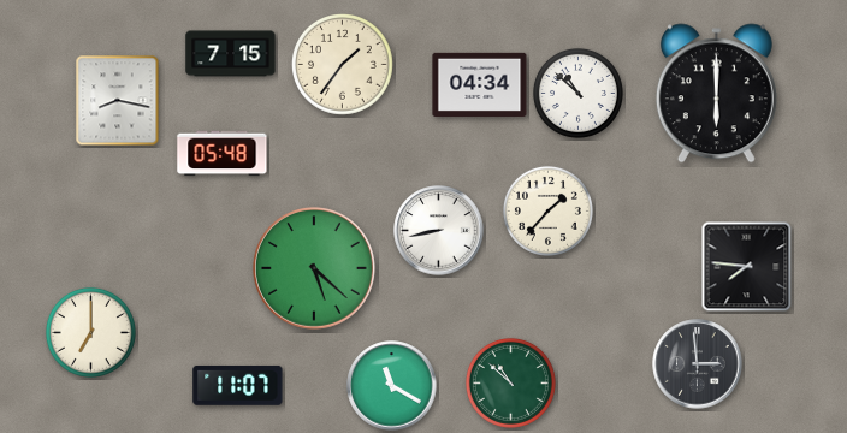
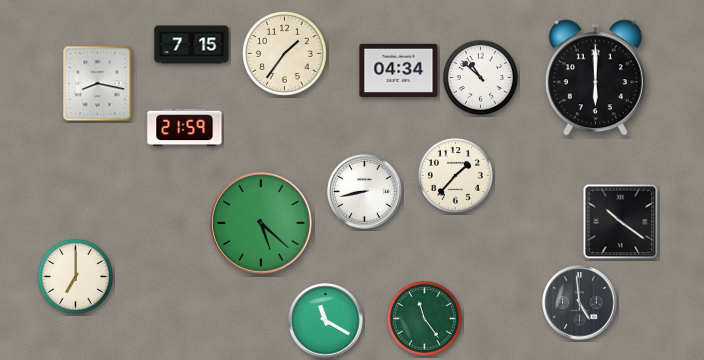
clock at (223, 154): 05:48 -> 21:59
clock at (747, 267): 7:46 -> 10:21
clock at (698, 364): 2:59 -> 4:59
clock at (510, 382): 10:52 -> 11:24
clock at (238, 385): 11:07 -> none
